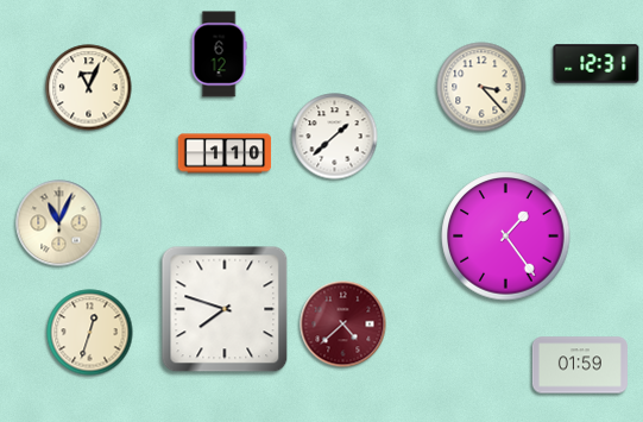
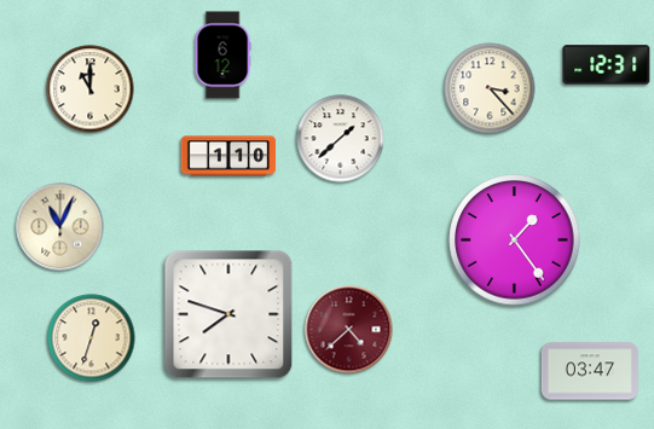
clock at (89, 88): 11:04 -> 11:00
clock at (580, 365): 01:59 -> 03:47
